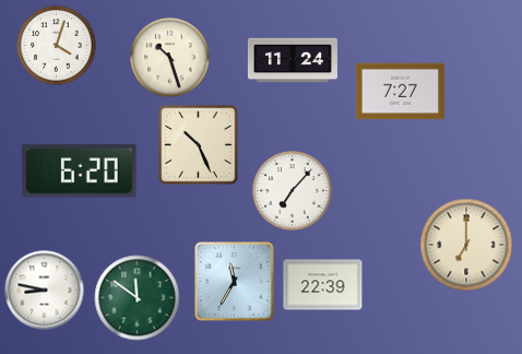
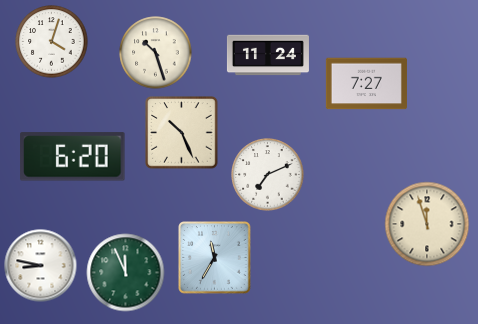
clock at (293, 191): 7:07 -> 7:11
clock at (466, 245): 7:00 -> 11:57
clock at (323, 285): 22:39 -> none
clock at (138, 298): 11:51 -> 11:56
